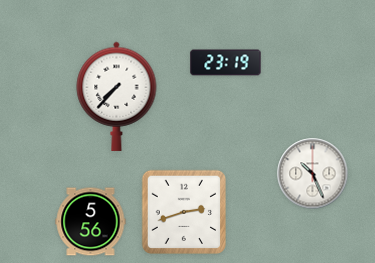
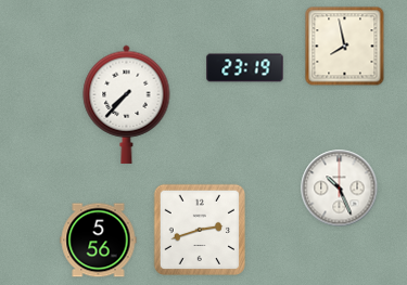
clock at (345, 47): none -> 7:58
